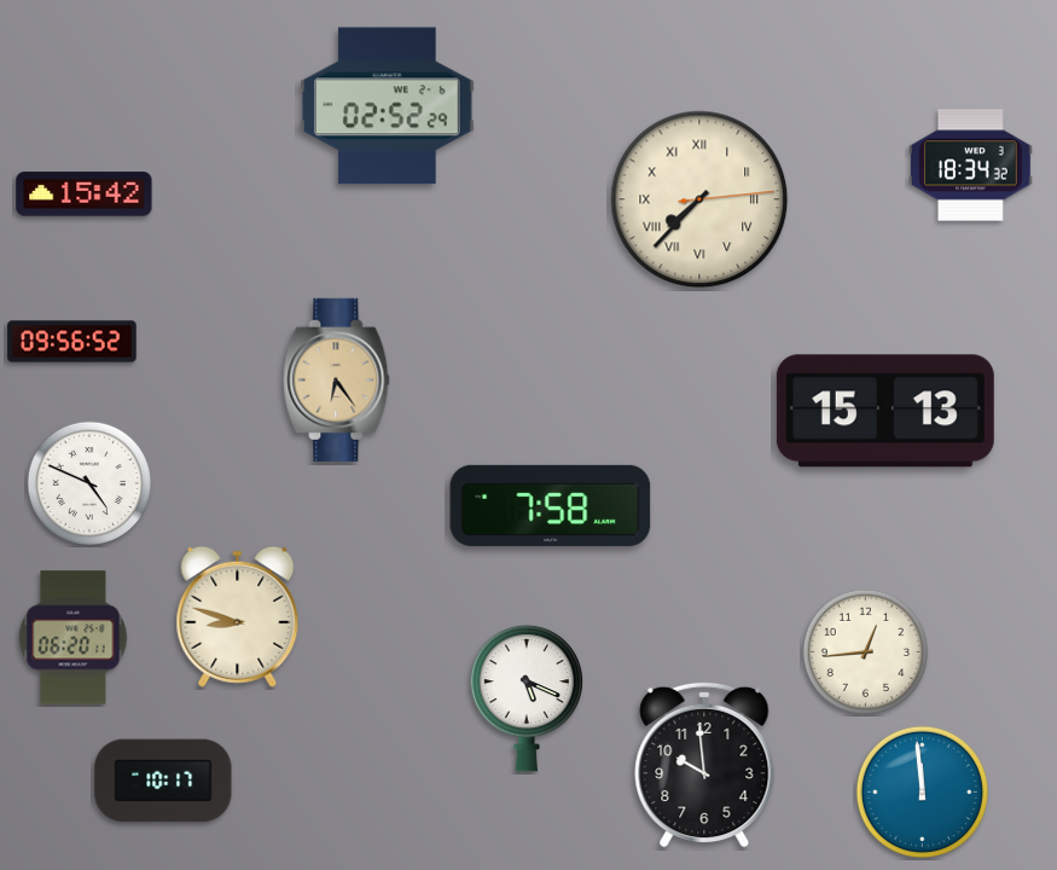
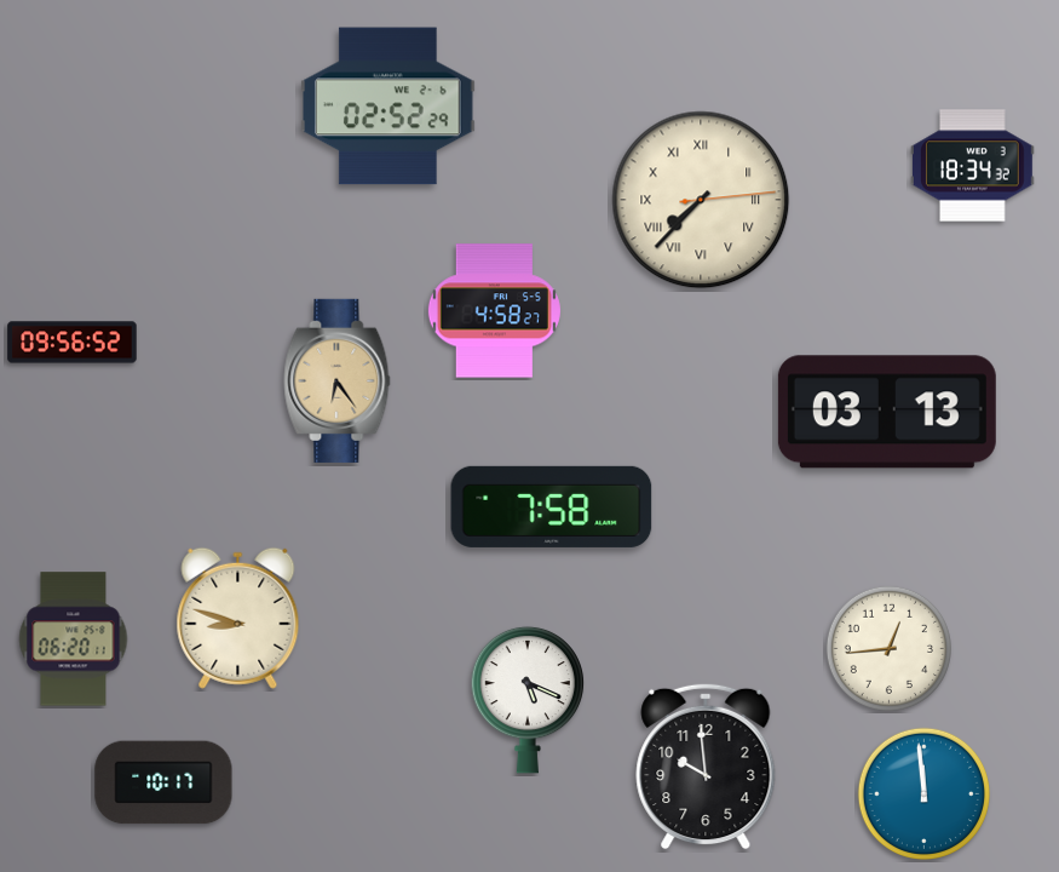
clock at (85, 195): 15:42 -> none
clock at (494, 311): none -> 4:58
clock at (885, 411): 15:13 -> 03:13
clock at (89, 483): 4:49 -> none
clock at (865, 651) position: (865, 651) -> (888, 648)
